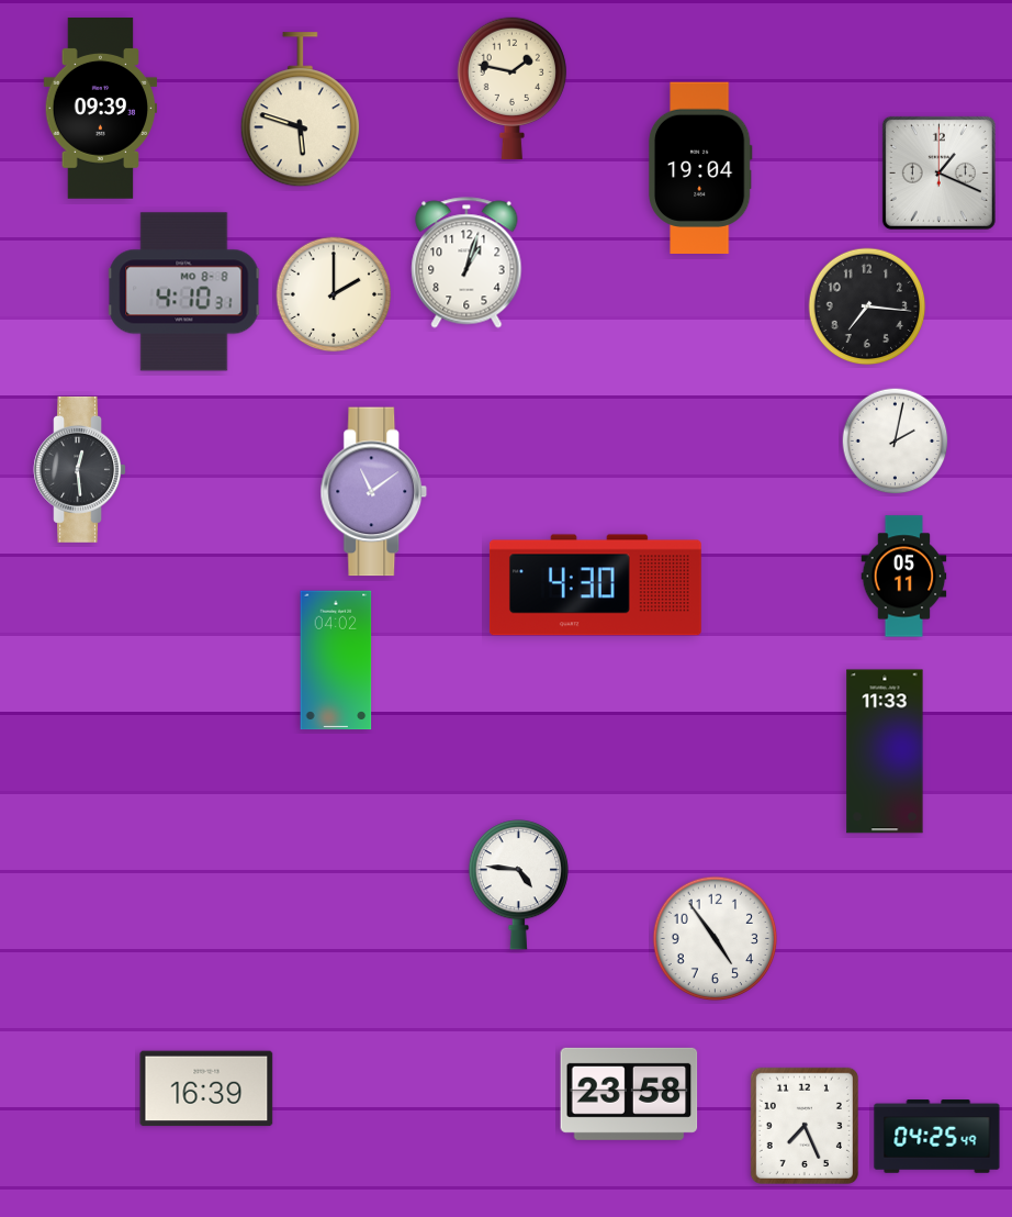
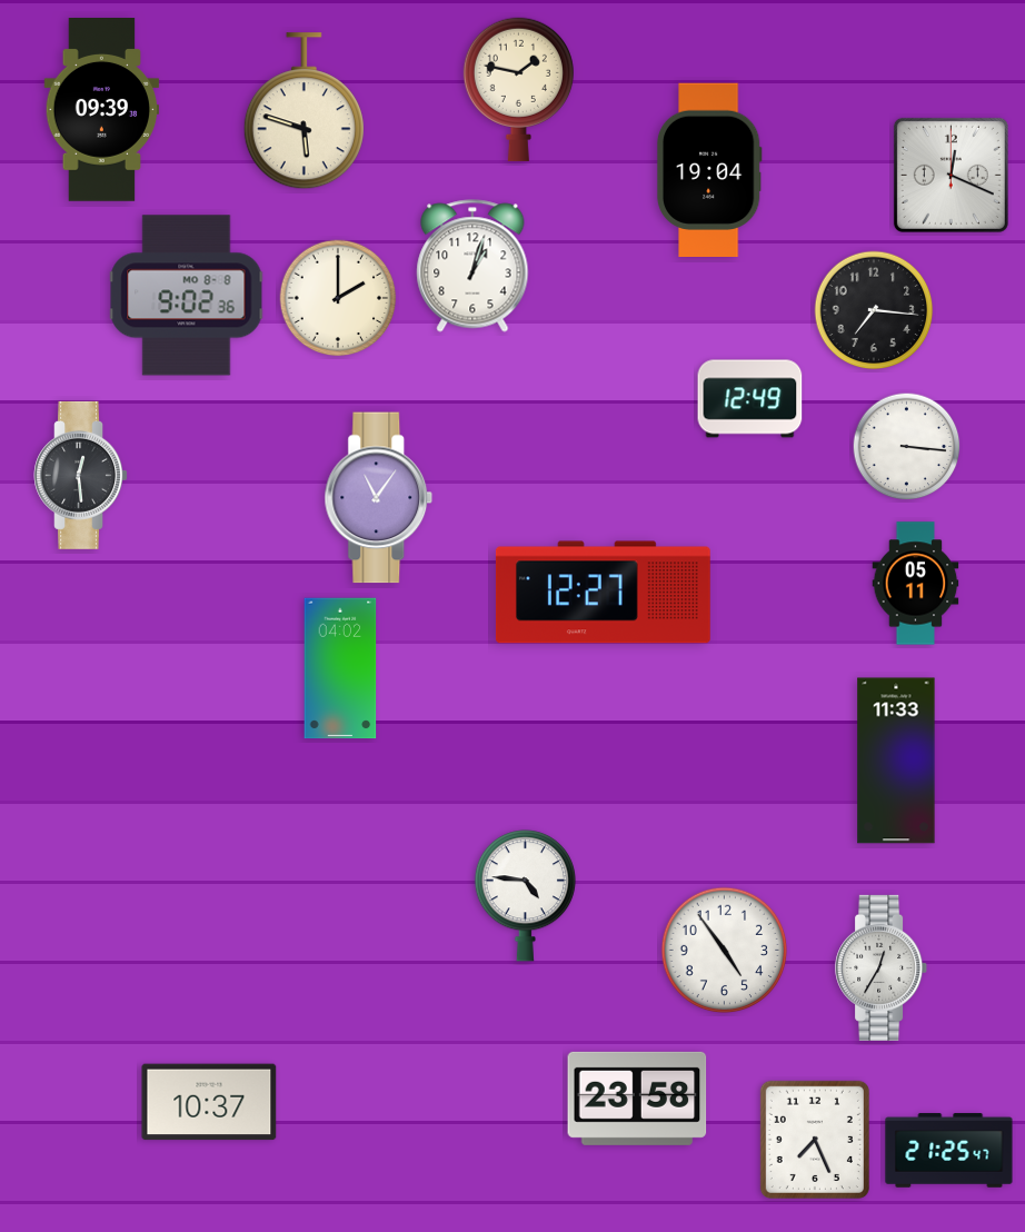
clock at (938, 172): 1:19 -> 12:19
clock at (184, 292): 4:10 -> 9:02
clock at (867, 306) position: (867, 306) -> (874, 310)
clock at (750, 399): none -> 12:49
clock at (896, 442): 2:02 -> 3:16
clock at (374, 492): 11:09 -> 11:06
clock at (595, 585): 4:30 -> 12:27
clock at (882, 967): none -> 12:35
clock at (206, 1088): 16:39 -> 10:37
clock at (629, 1094) position: (629, 1094) -> (637, 1099)
clock at (937, 1137): 04:25 -> 21:25
